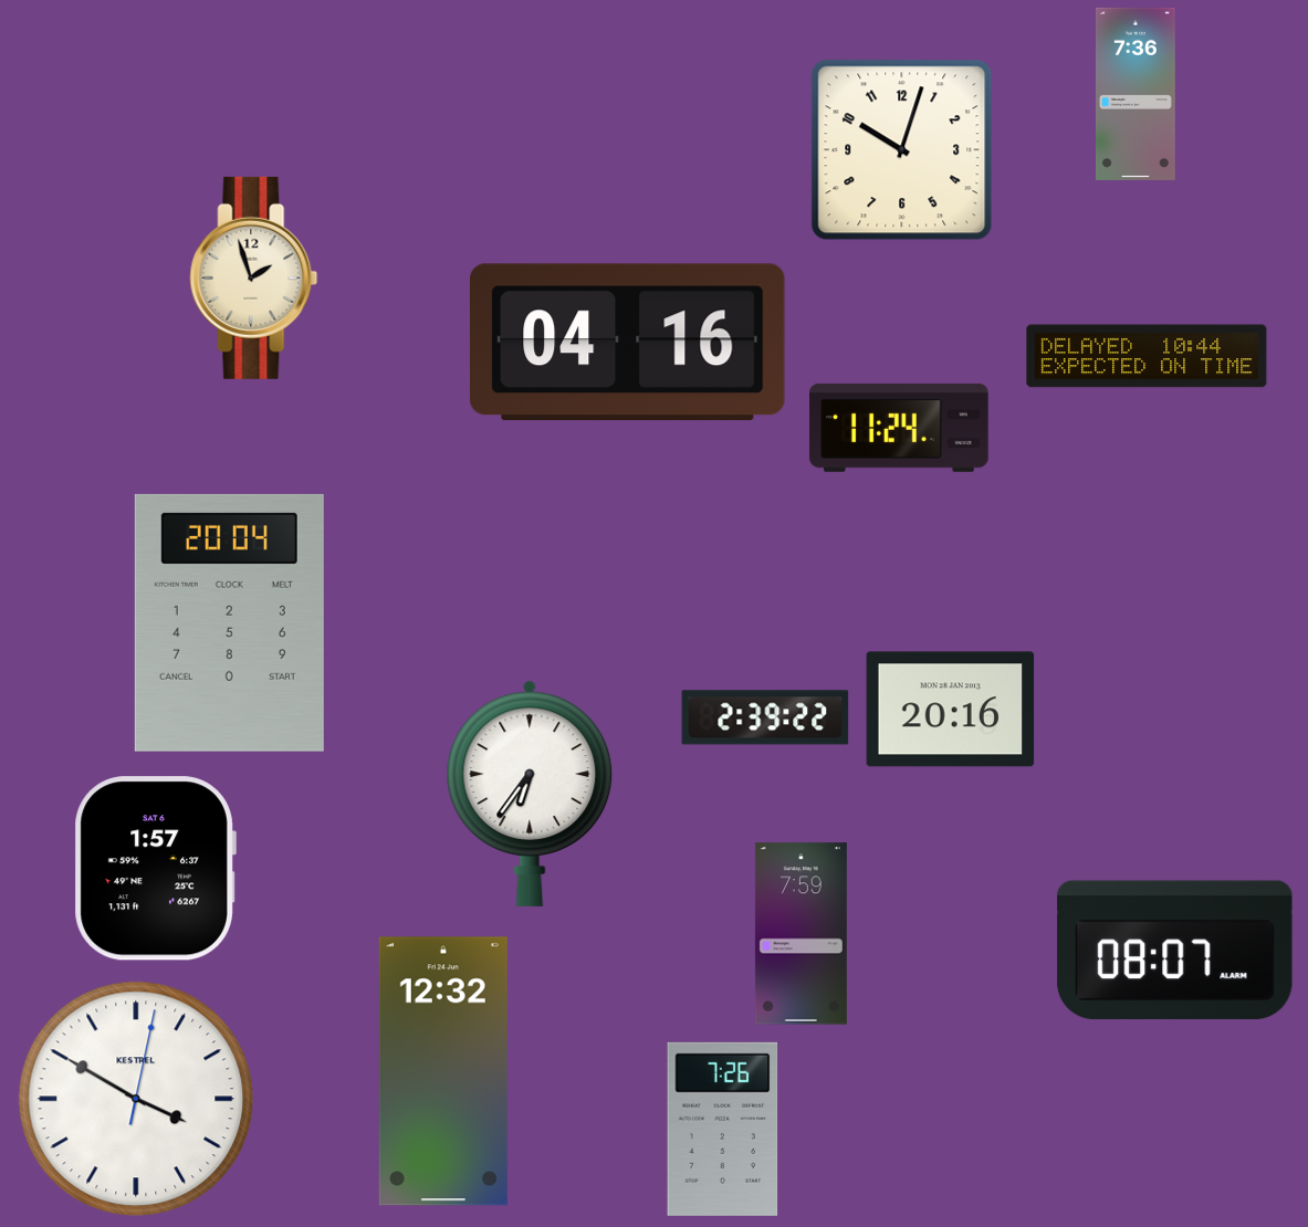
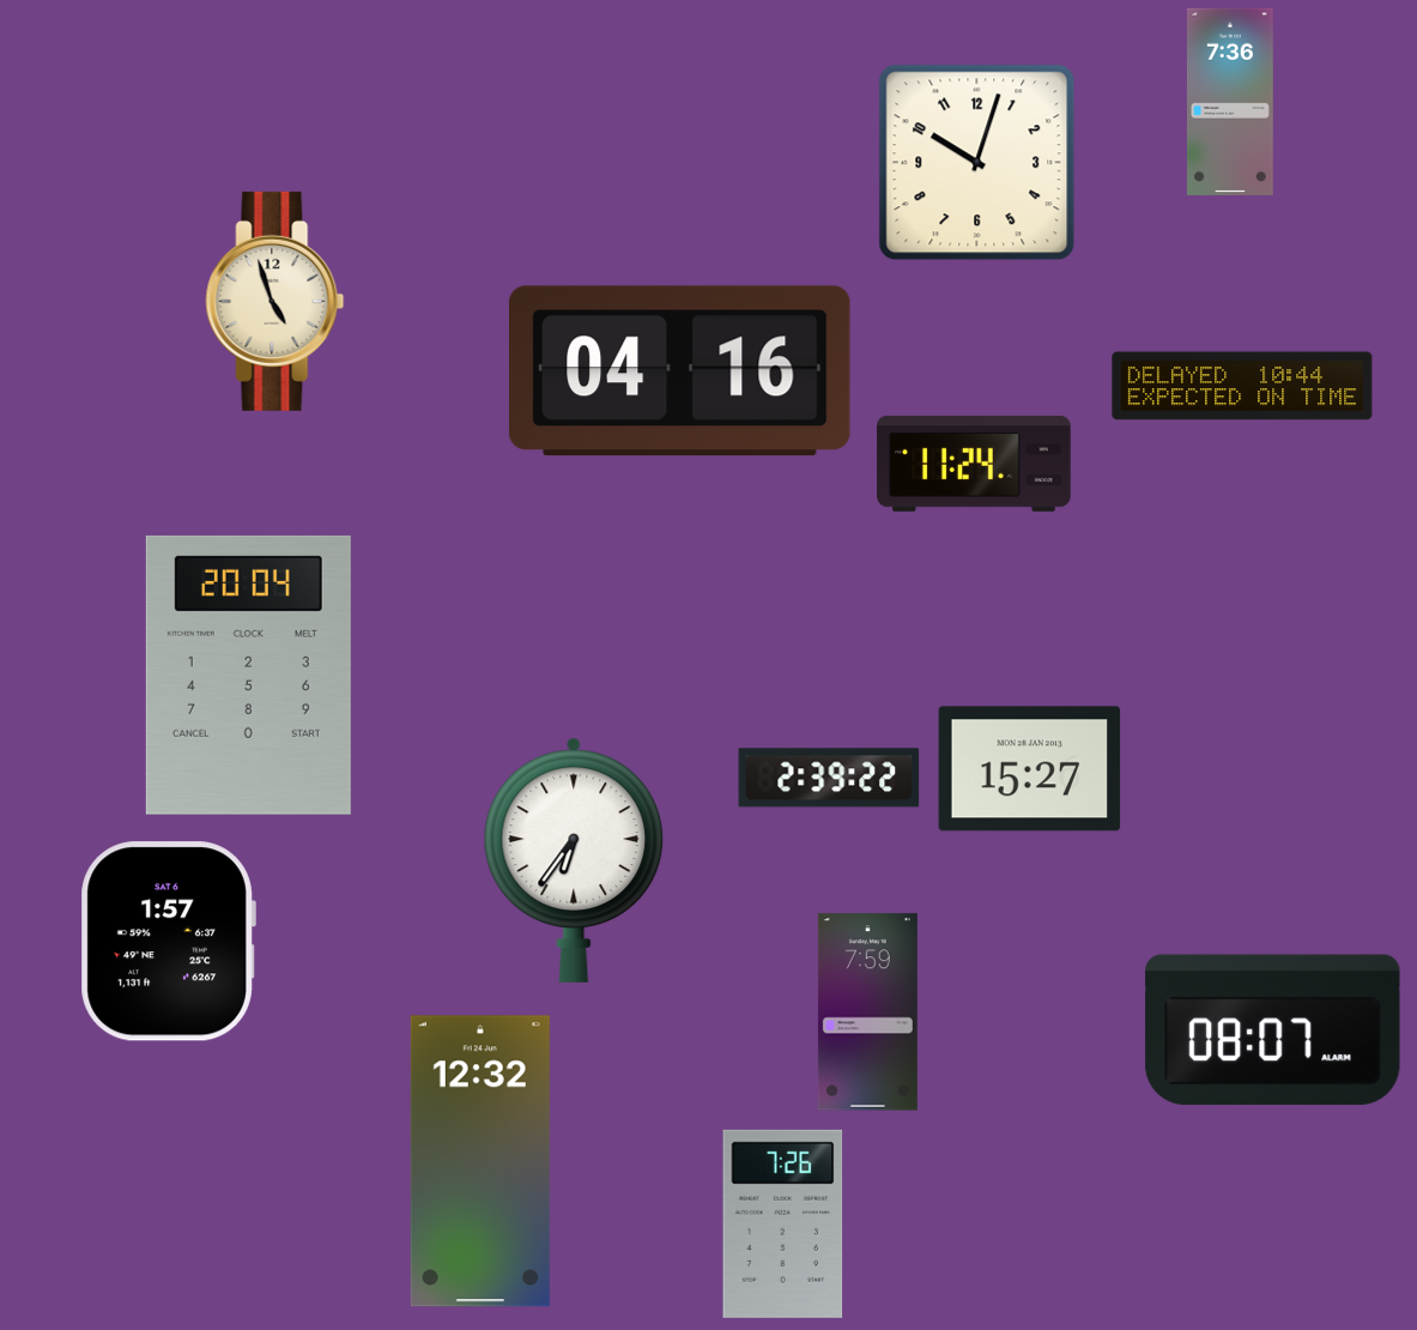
clock at (254, 277): 1:57 -> 4:57
clock at (951, 710): 20:16 -> 15:27
clock at (136, 1099): 3:50 -> none
